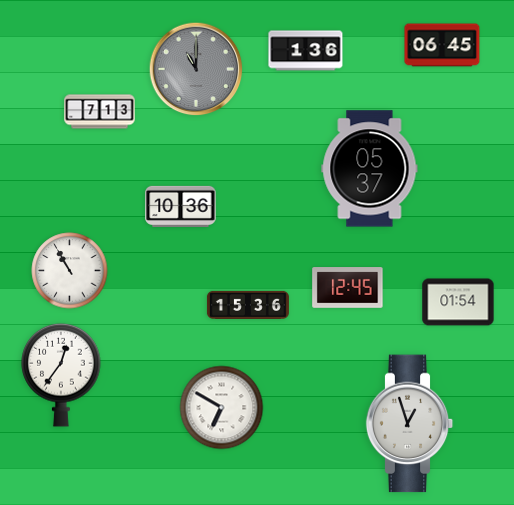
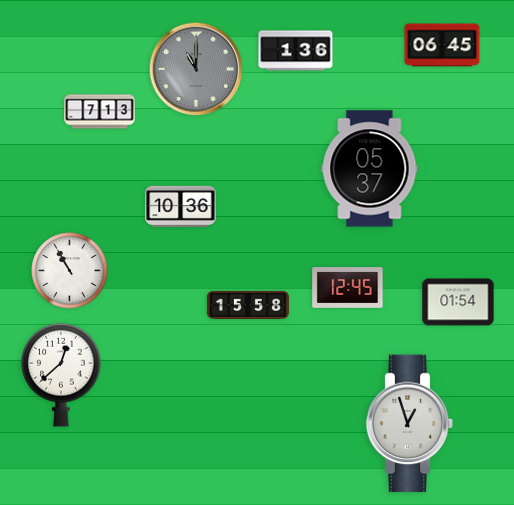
clock at (306, 51) position: (306, 51) -> (296, 51)
clock at (248, 305): 15:36 -> 15:58
clock at (61, 375): 12:36 -> 12:38
clock at (222, 408): 6:50 -> none
